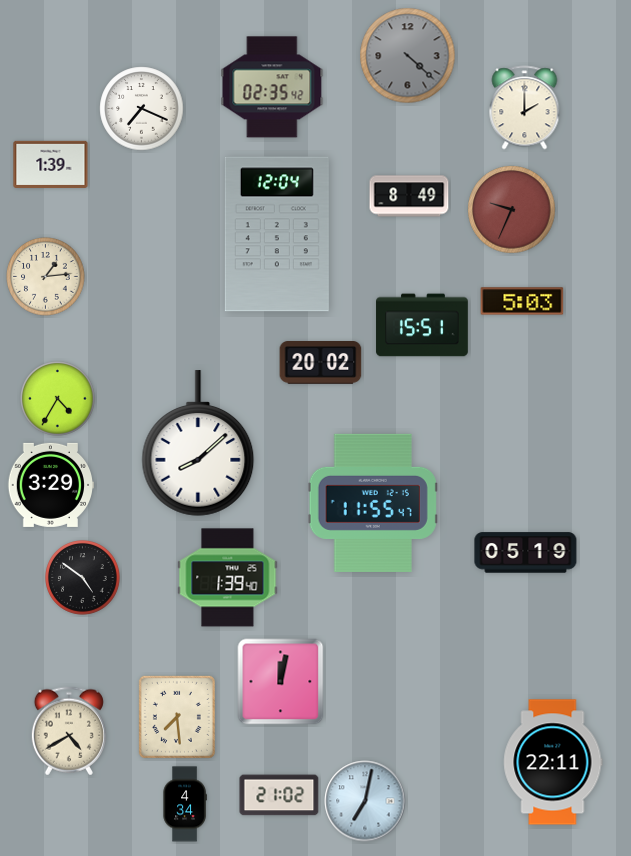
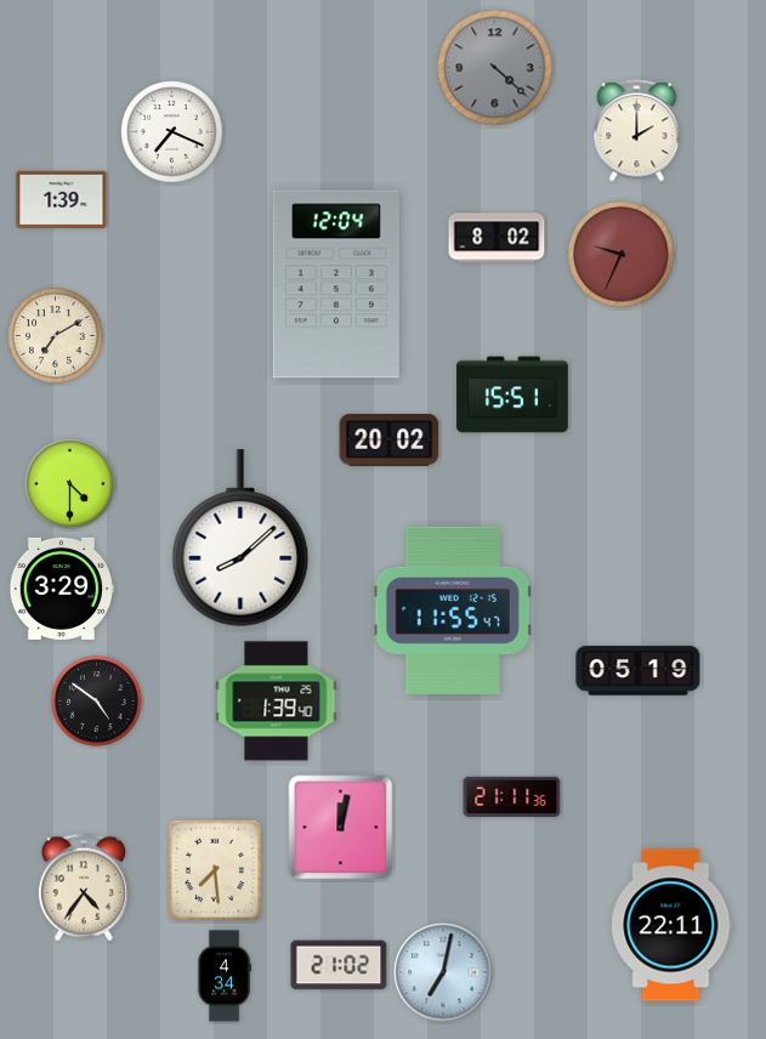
clock at (272, 87): 02:35 -> none
clock at (409, 196): 8:49 -> 8:02
clock at (46, 277): 1:14 -> 7:10
clock at (522, 301): 5:03 -> none
clock at (58, 399): 4:35 -> 4:30
clock at (83, 578) position: (83, 578) -> (97, 702)
clock at (512, 796): none -> 21:11
clock at (69, 731): 4:40 -> 4:36
